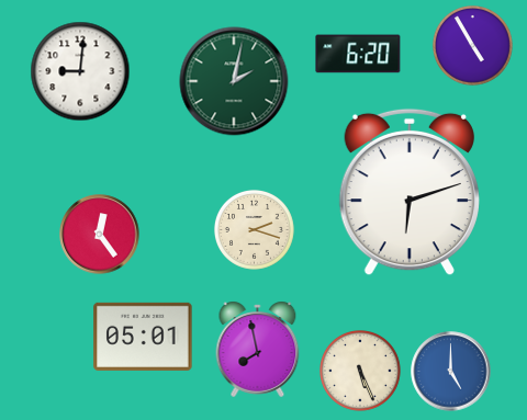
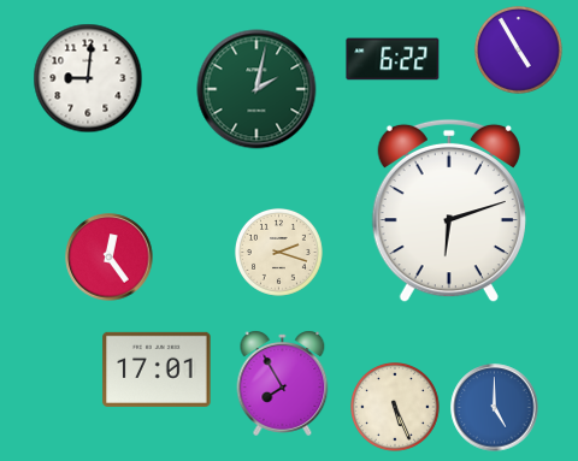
clock at (358, 54): 6:20 -> 6:22
clock at (143, 337): 05:01 -> 17:01
clock at (258, 349): 7:58 -> 7:55
